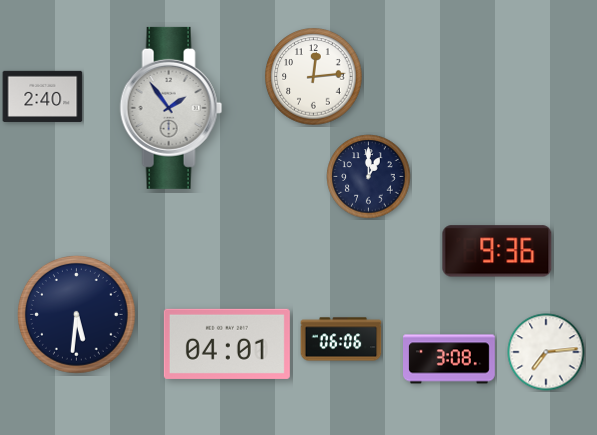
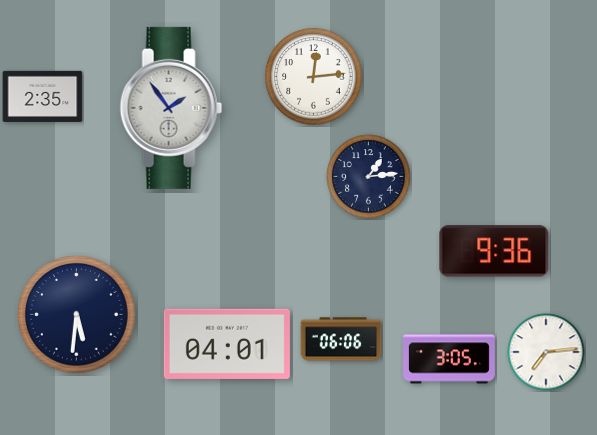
clock at (43, 96): 2:40 -> 2:35
clock at (369, 177): 1:00 -> 1:14
clock at (497, 251) position: (497, 251) -> (494, 251)
clock at (450, 359): 3:08 -> 3:05
